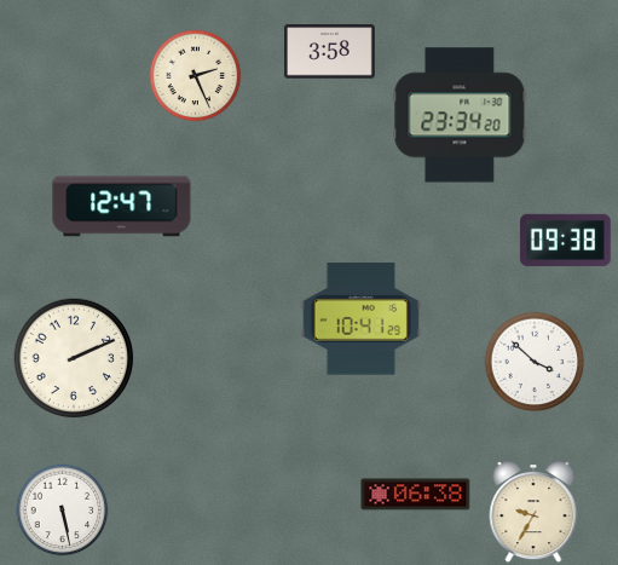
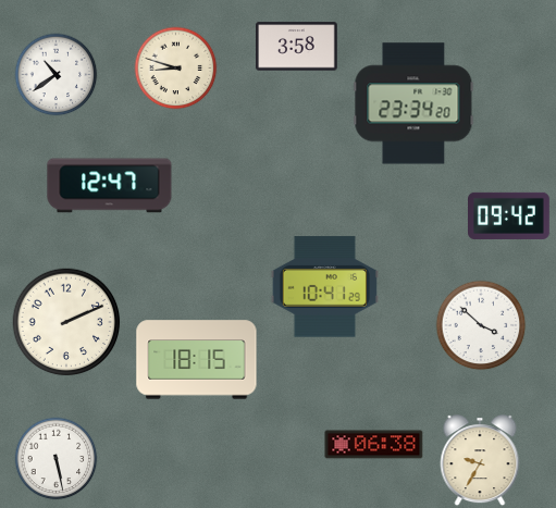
clock at (196, 76): 2:26 -> 8:48
clock at (57, 75): none -> 10:39
clock at (566, 240): 09:38 -> 09:42
clock at (197, 360): none -> 18:15
